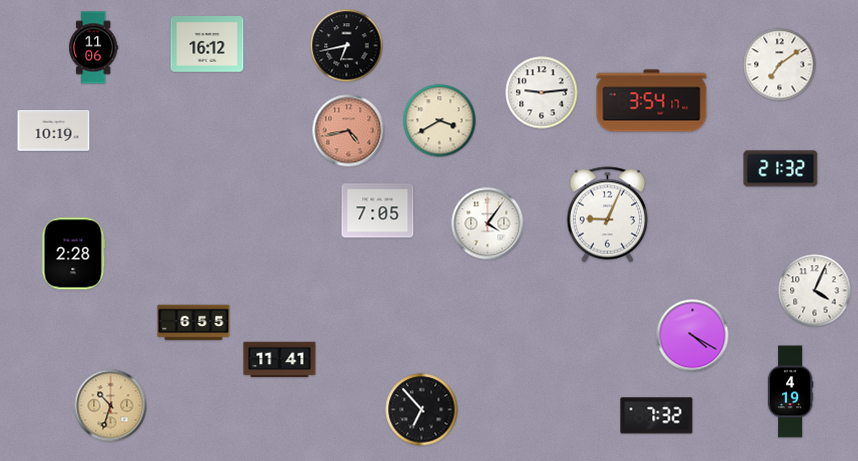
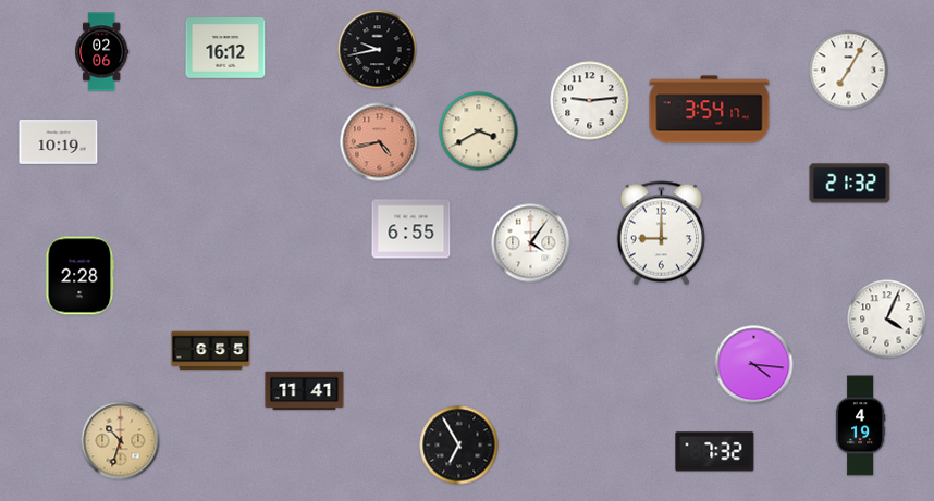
clock at (347, 46): 6:43 -> 9:43
clock at (94, 48): 11:06 -> 02:06
clock at (780, 65): 7:09 -> 7:05
clock at (378, 211): 7:05 -> 6:55
clock at (608, 215): 9:04 -> 9:00
clock at (815, 291) position: (815, 291) -> (887, 320)
clock at (693, 336): 4:20 -> 4:16
clock at (422, 410): 6:53 -> 6:55
